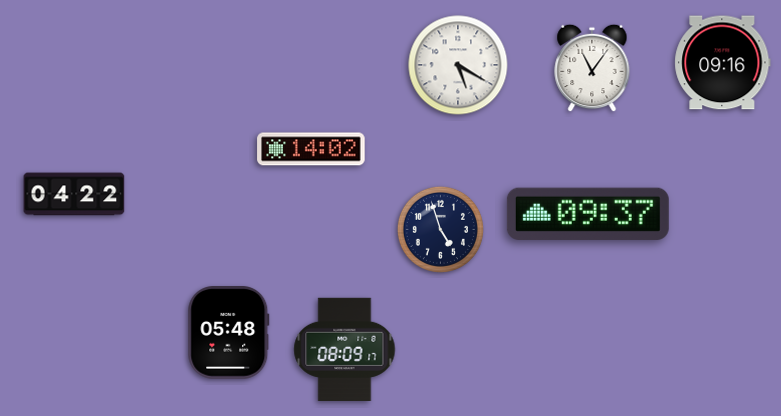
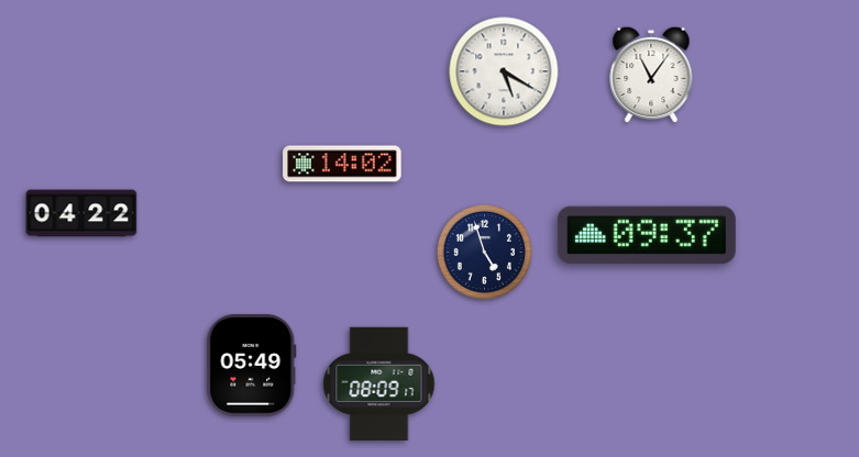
clock at (723, 63): 09:16 -> none
clock at (229, 333): 05:48 -> 05:49
